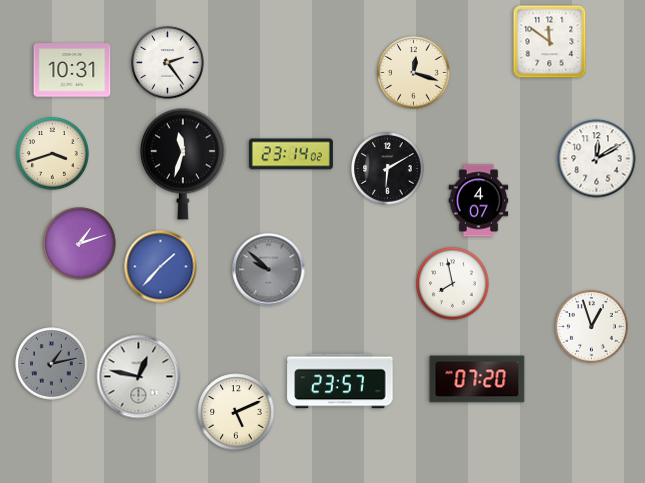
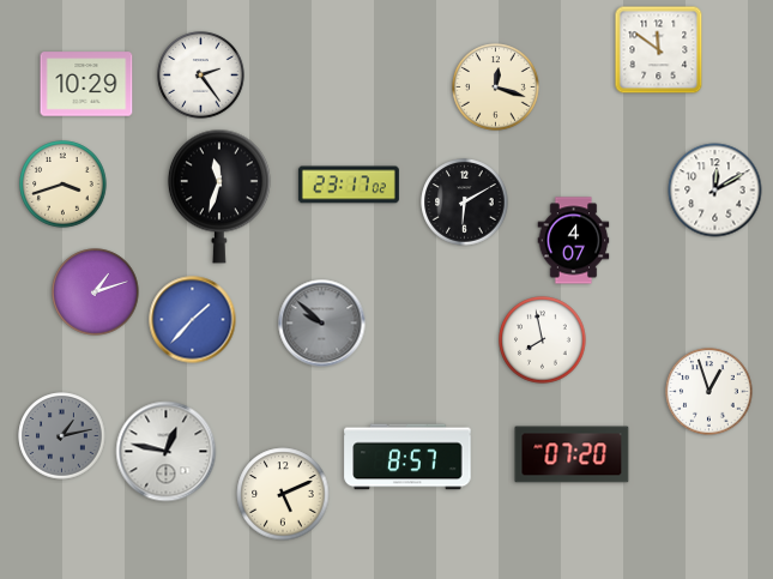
clock at (72, 70): 10:31 -> 10:29
clock at (291, 154): 23:14 -> 23:17
clock at (340, 381): 23:57 -> 8:57
